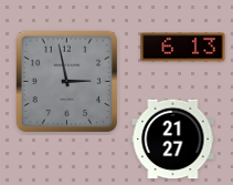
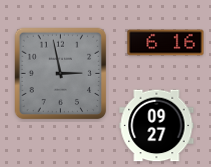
clock at (183, 48): 6:13 -> 6:16
clock at (173, 140): 21:27 -> 09:27
